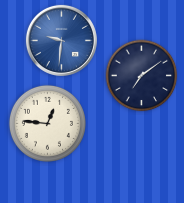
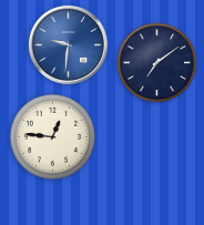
clock at (142, 76) position: (142, 76) -> (157, 63)
